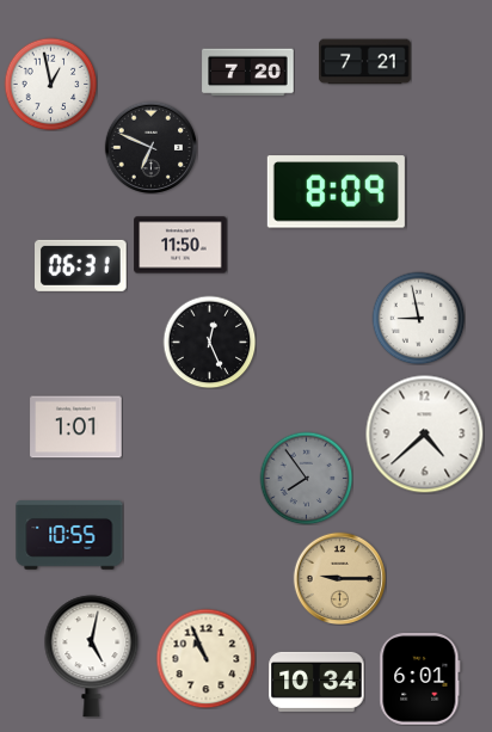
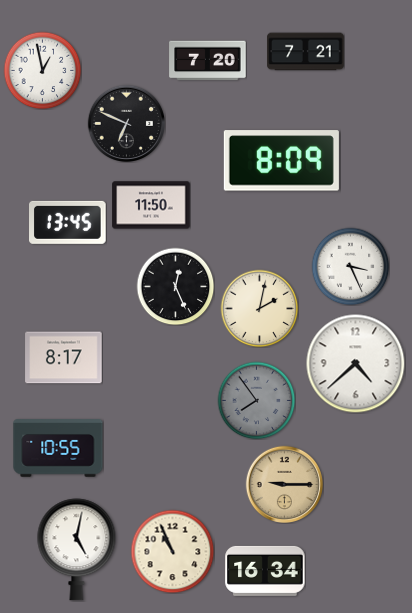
clock at (81, 265): 06:31 -> 13:45
clock at (418, 318): 8:58 -> 3:26
clock at (259, 308): none -> 2:02
clock at (76, 427): 1:01 -> 8:17
clock at (420, 679): 6:01 -> none
clock at (316, 682): 10:34 -> 16:34
